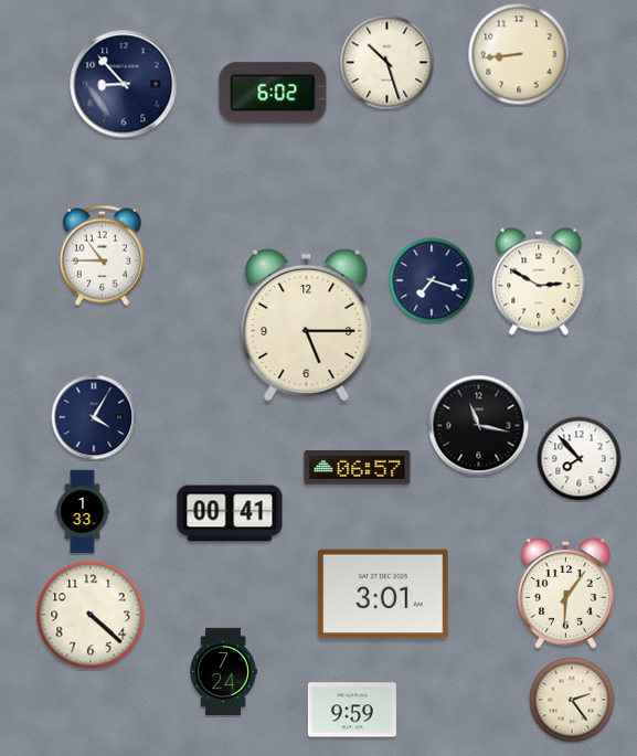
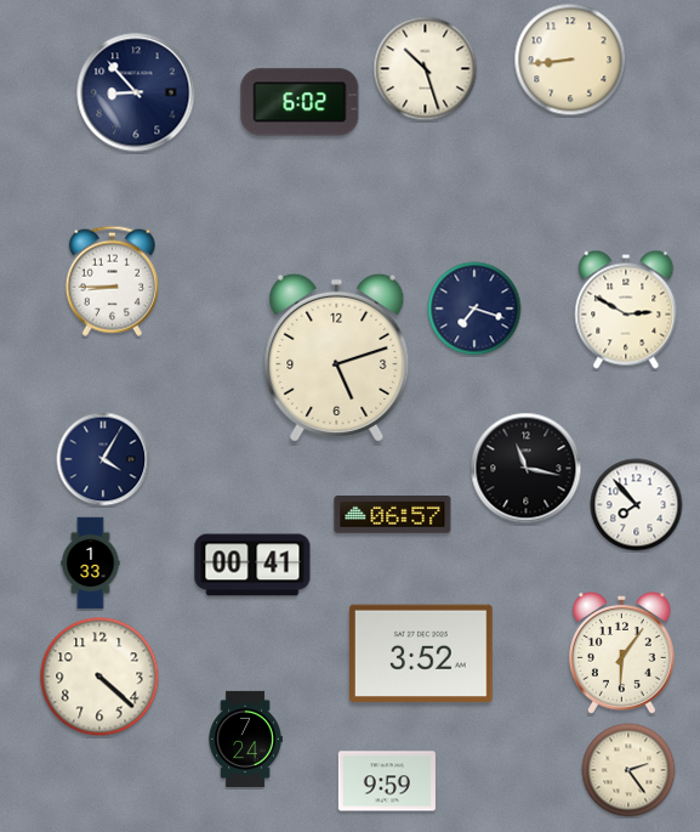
clock at (102, 255): 10:45 -> 8:45
clock at (539, 281) position: (539, 281) -> (626, 310)
clock at (307, 324): 5:15 -> 5:12
clock at (384, 594): 3:01 -> 3:52
